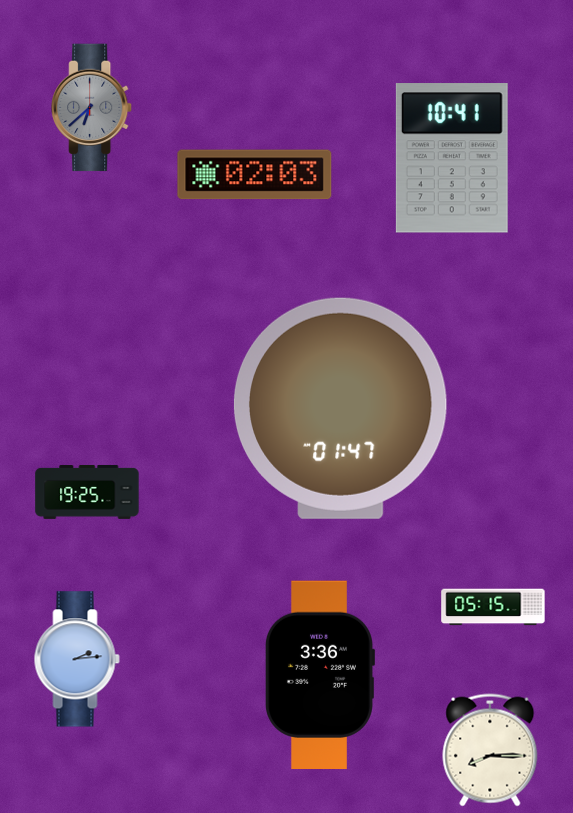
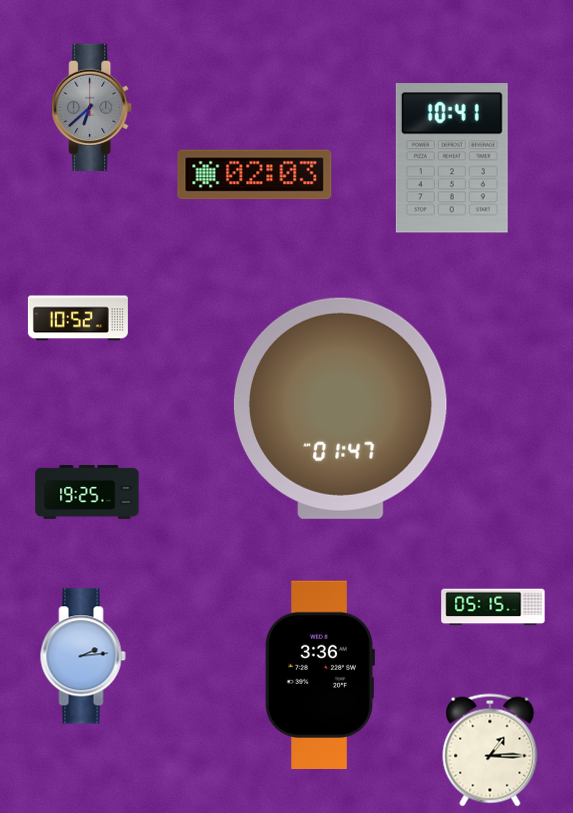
clock at (78, 318): none -> 10:52
clock at (77, 659) position: (77, 659) -> (83, 656)
clock at (490, 750): 8:15 -> 1:15
